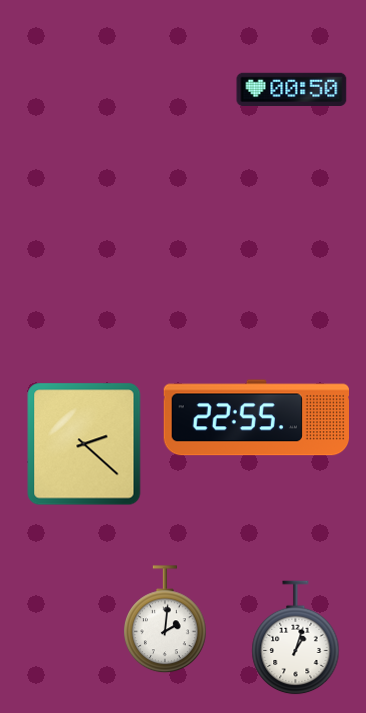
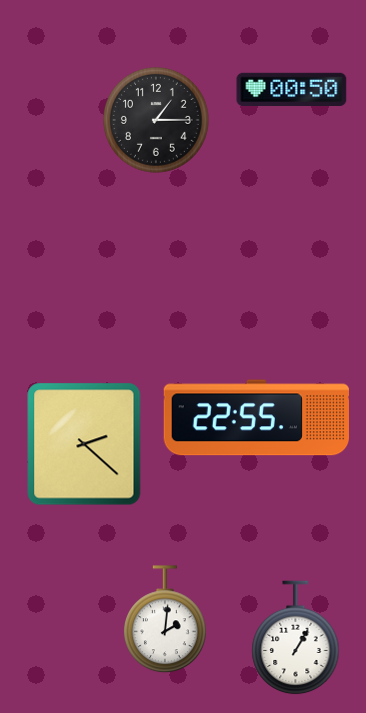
clock at (157, 121): none -> 1:15
clock at (296, 638): 1:03 -> 1:05
